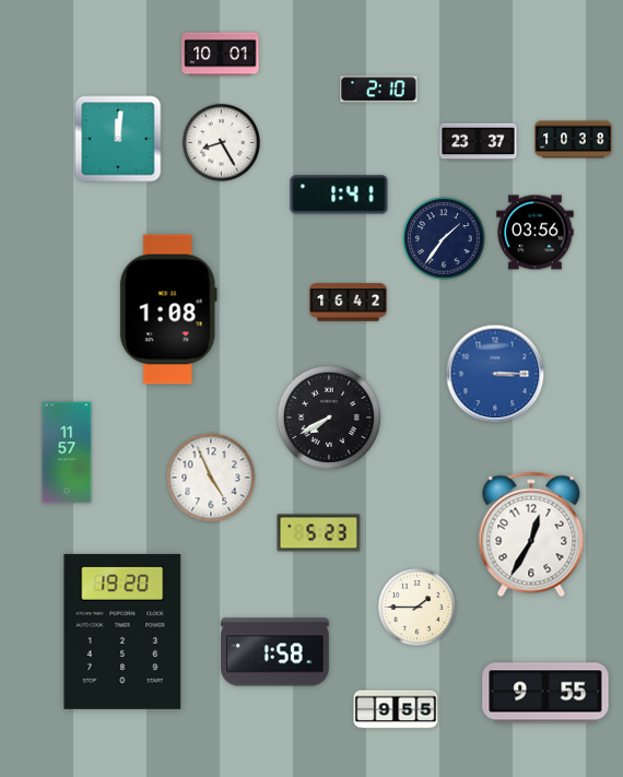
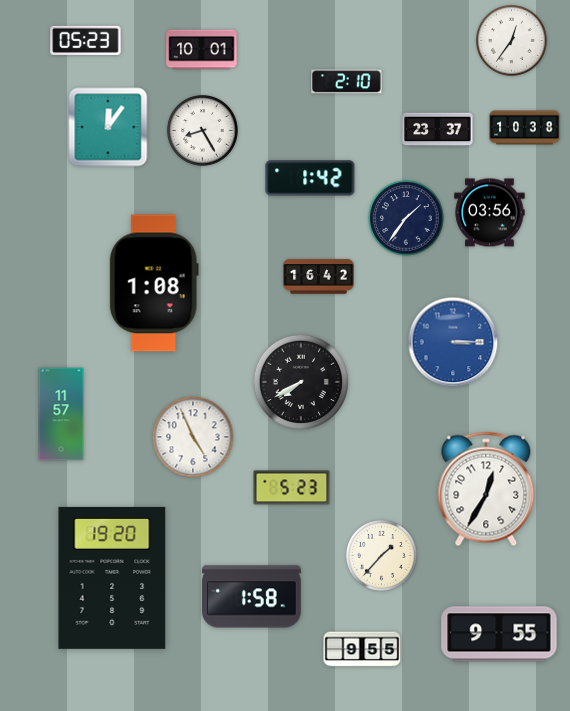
clock at (86, 40): none -> 05:23
clock at (511, 40): none -> 12:36
clock at (118, 139): 12:01 -> 12:06
clock at (339, 195): 1:41 -> 1:42
clock at (416, 607): 1:45 -> 1:37
